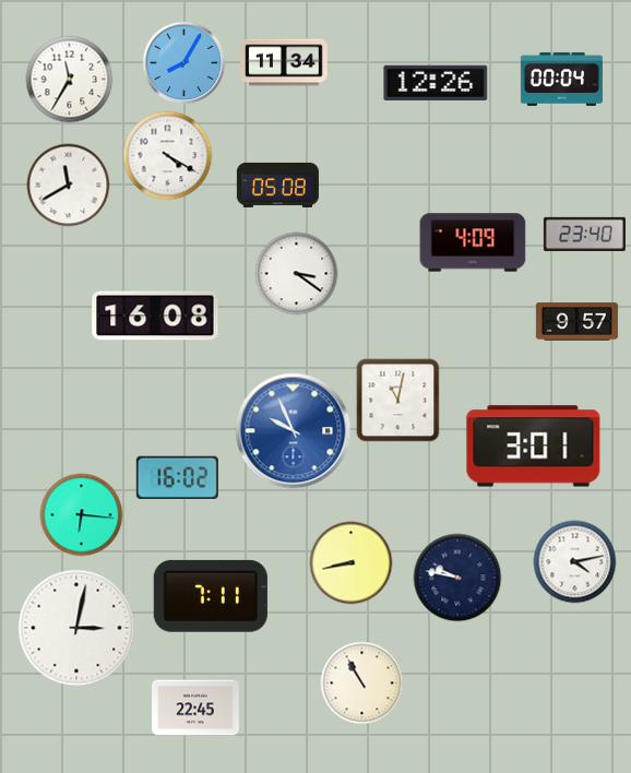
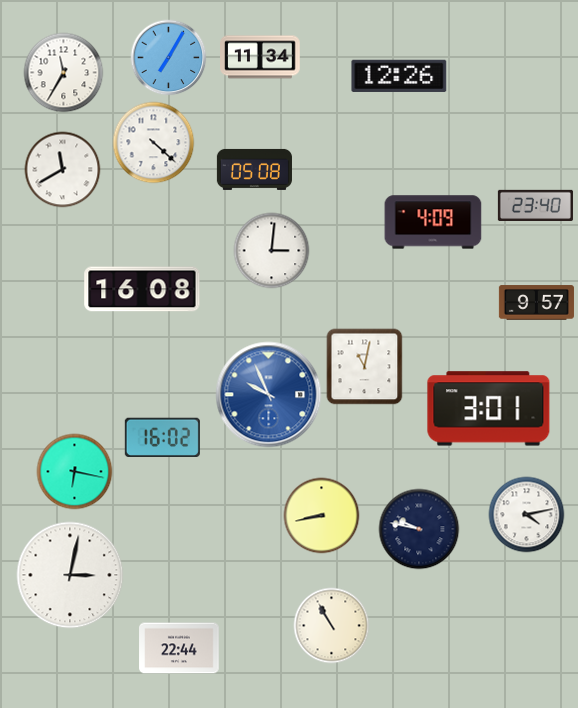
clock at (184, 63): 8:05 -> 7:05
clock at (561, 79): 00:04 -> none
clock at (168, 156): 4:20 -> 4:22
clock at (584, 234) position: (584, 234) -> (535, 205)
clock at (297, 274): 3:21 -> 3:01
clock at (576, 322) position: (576, 322) -> (536, 303)
clock at (82, 515): 6:16 -> 6:17
clock at (211, 596): 7:11 -> none
clock at (195, 707): 22:45 -> 22:44
